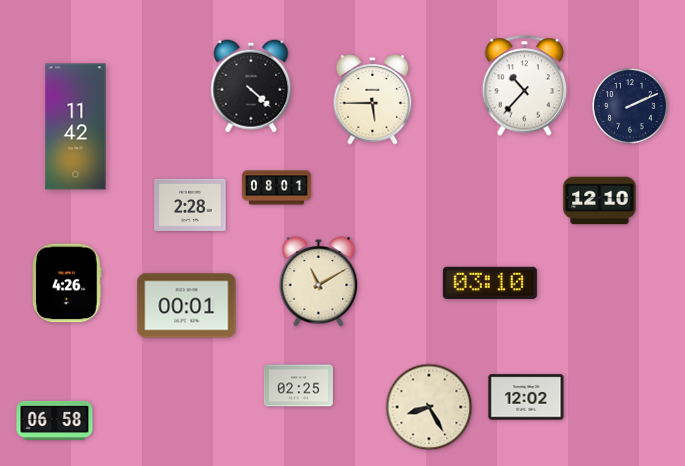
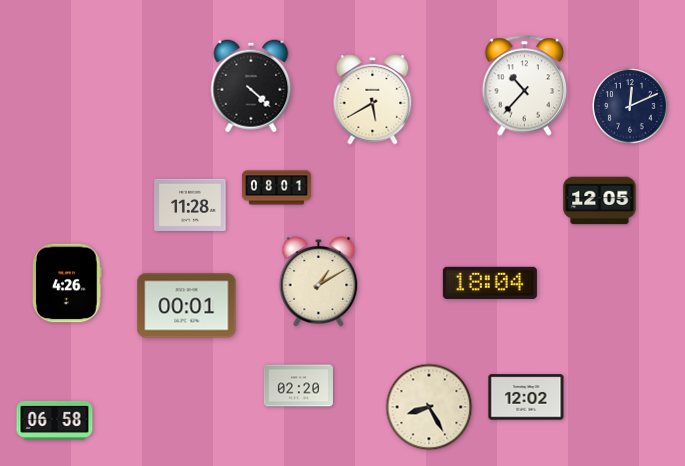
clock at (373, 100): 5:45 -> 5:40
clock at (630, 106): 2:11 -> 12:11
clock at (76, 127): 11:42 -> none
clock at (600, 201): 12:10 -> 12:05
clock at (190, 205): 2:28 -> 11:28
clock at (319, 282): 11:10 -> 1:10
clock at (490, 283): 03:10 -> 18:04
clock at (298, 386): 02:25 -> 02:20
